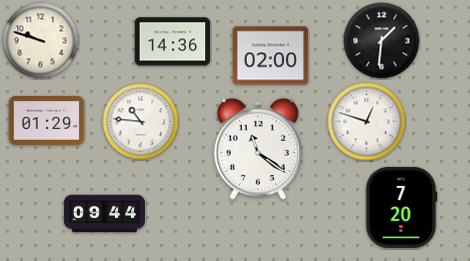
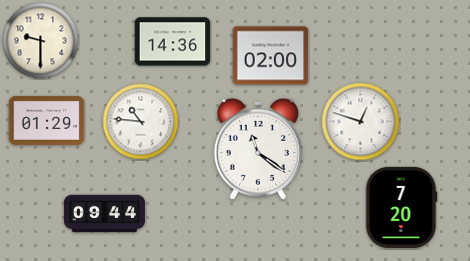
clock at (41, 41): 9:48 -> 9:30
clock at (382, 41): 1:31 -> none
clock at (367, 122) position: (367, 122) -> (361, 122)
